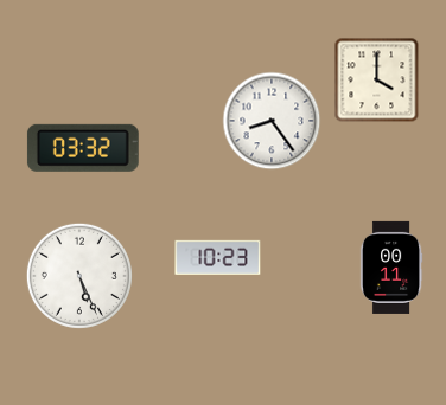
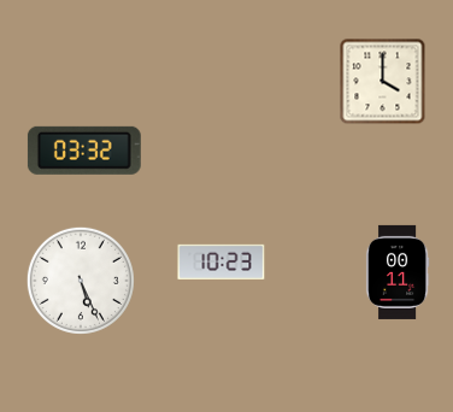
clock at (272, 121): 8:24 -> none
